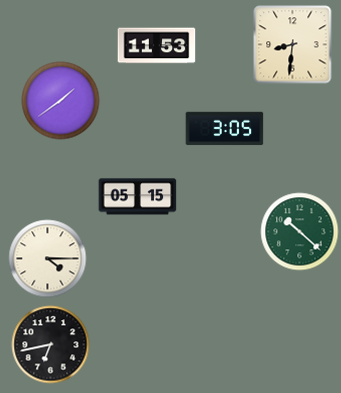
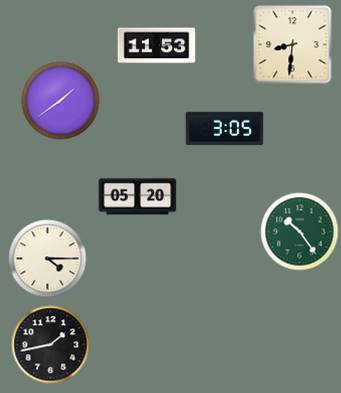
clock at (137, 197): 05:15 -> 05:20
clock at (299, 231): 10:22 -> 10:24
clock at (50, 344): 6:43 -> 1:43
